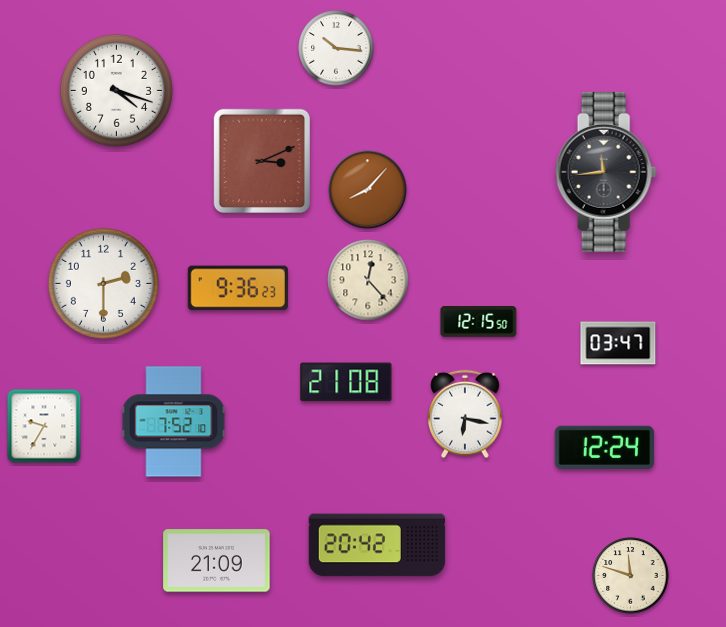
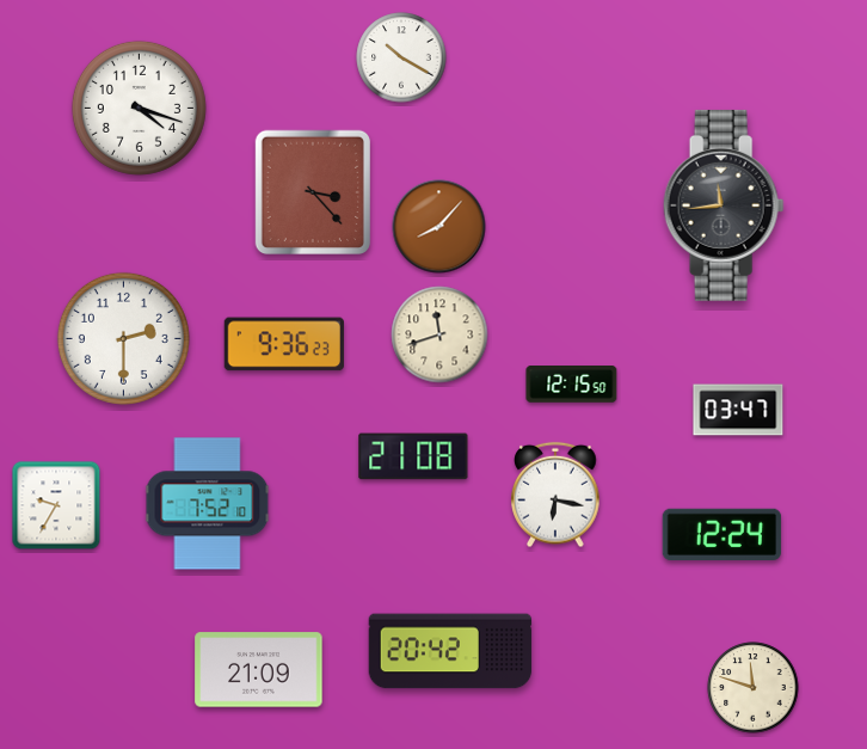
clock at (336, 48): 10:16 -> 10:20
clock at (262, 160): 3:11 -> 3:23
clock at (368, 280): 12:23 -> 11:42
clock at (44, 426) position: (44, 426) -> (56, 505)
